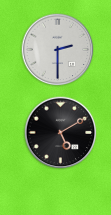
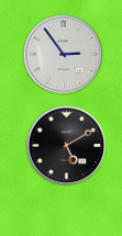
clock at (58, 50): 2:30 -> 2:54
